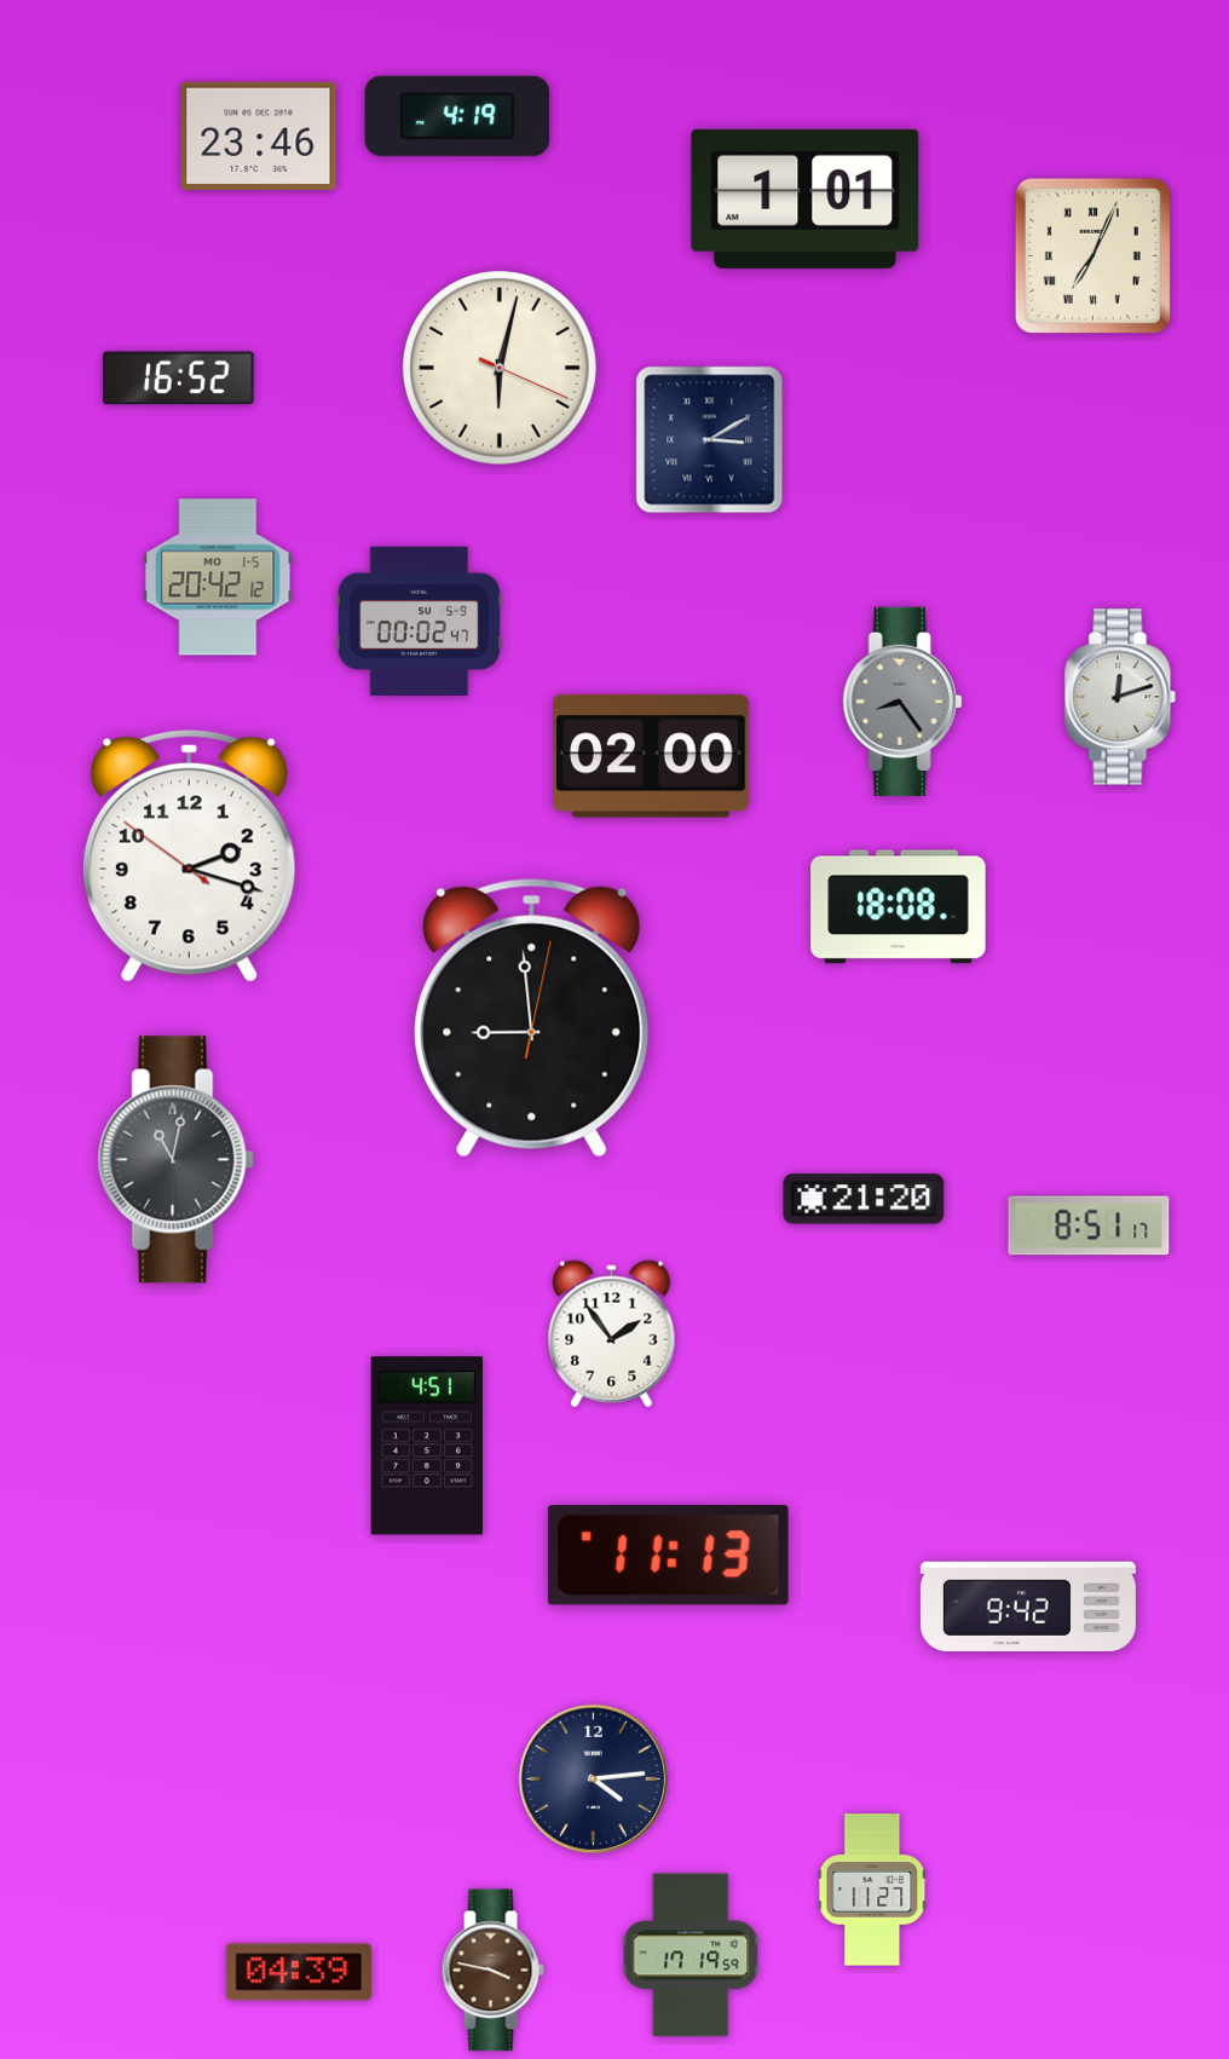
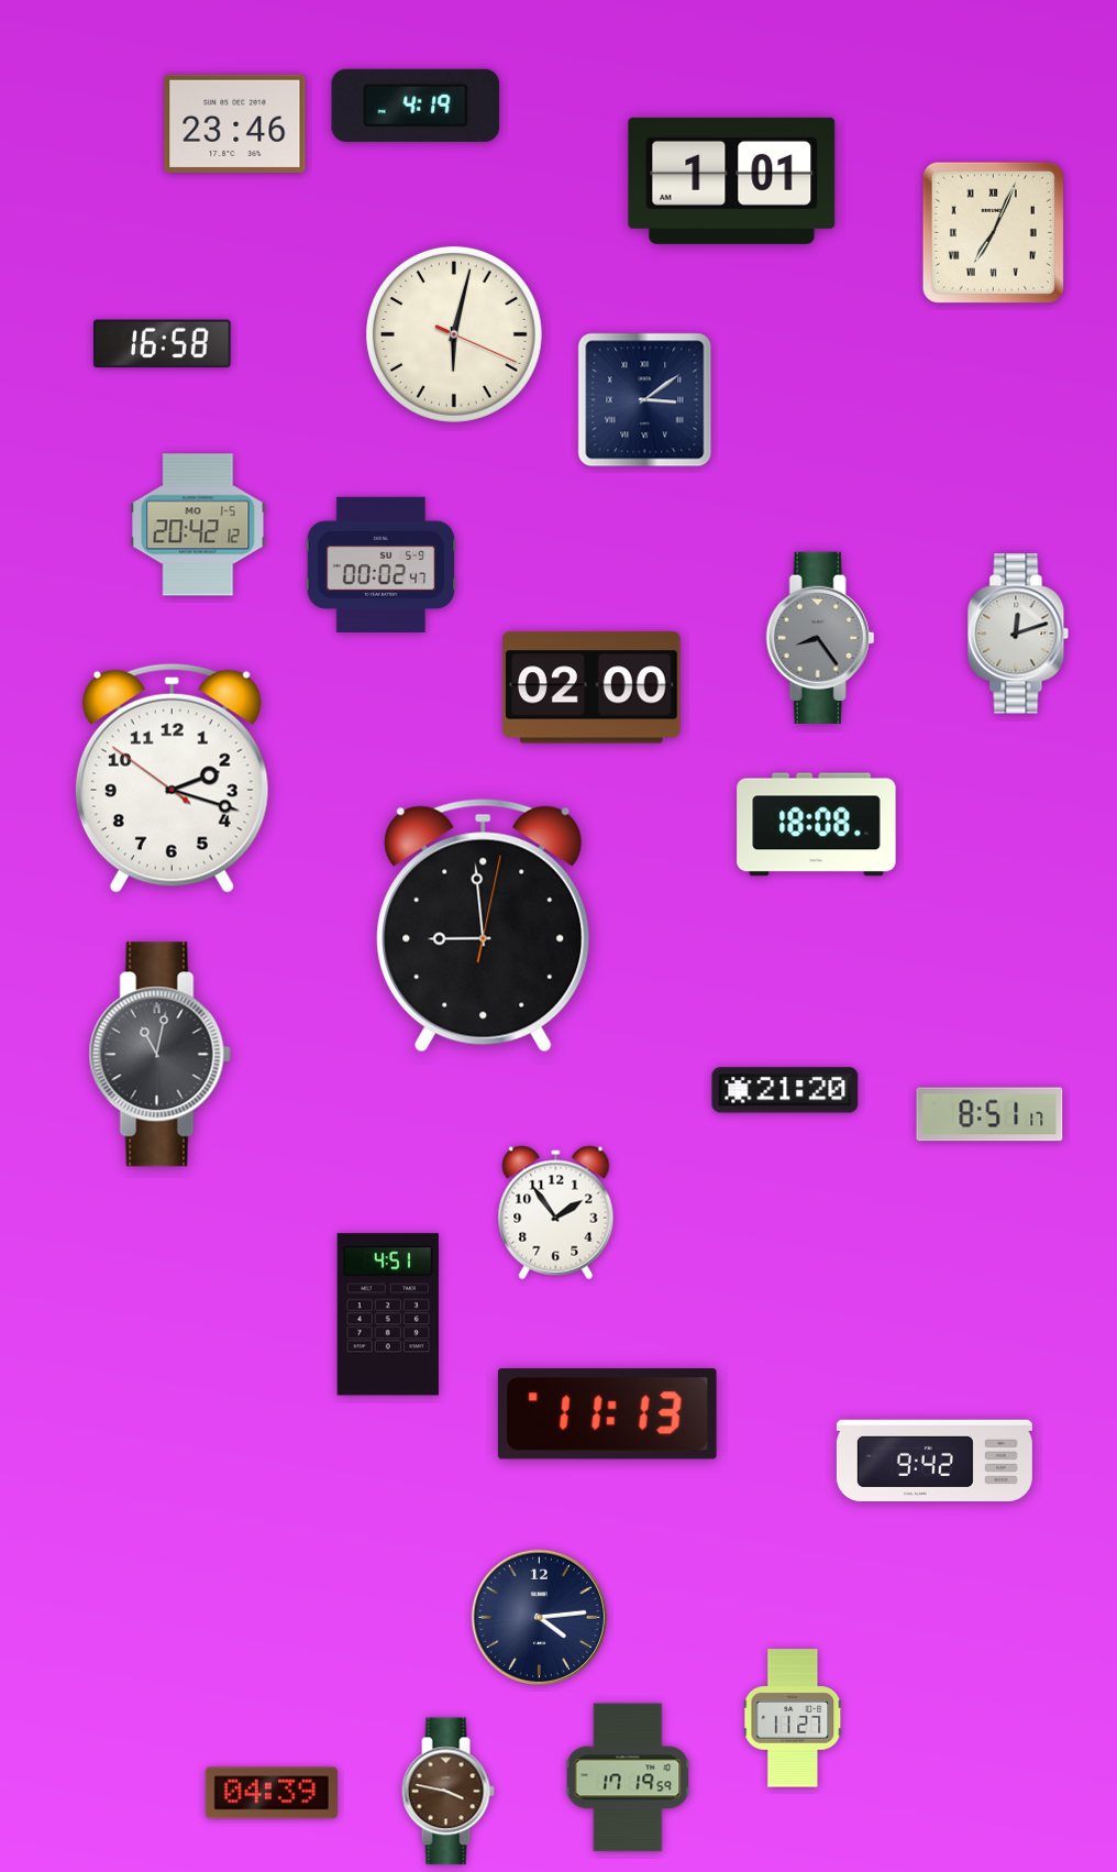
clock at (179, 379): 16:52 -> 16:58
clock at (710, 440): 3:10 -> 3:09
